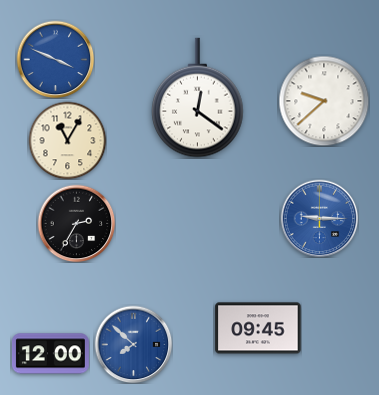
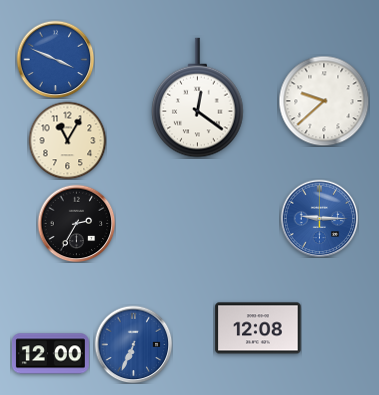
clock at (258, 328): 09:45 -> 12:08
clock at (133, 344): 7:52 -> 6:34
